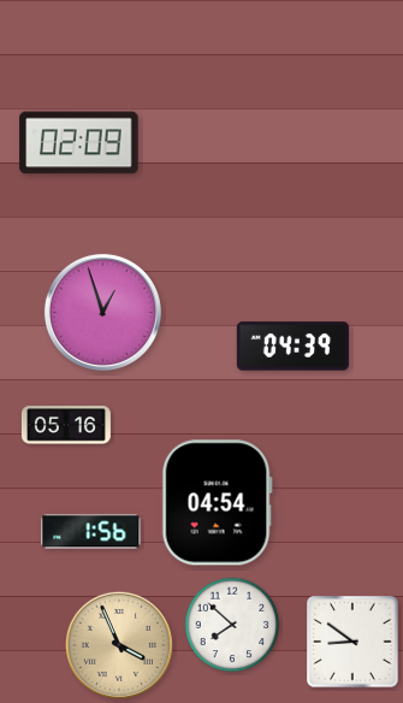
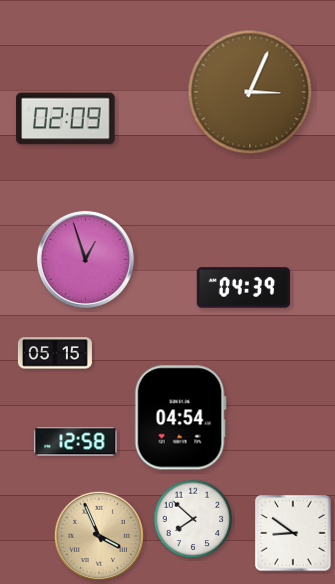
clock at (250, 92): none -> 3:04
clock at (66, 425): 05:16 -> 05:15
clock at (91, 532): 1:56 -> 12:58
